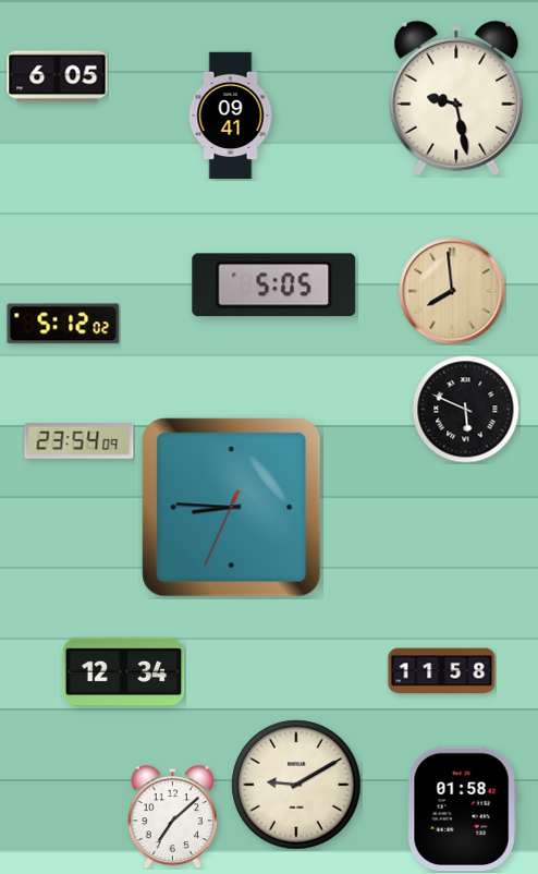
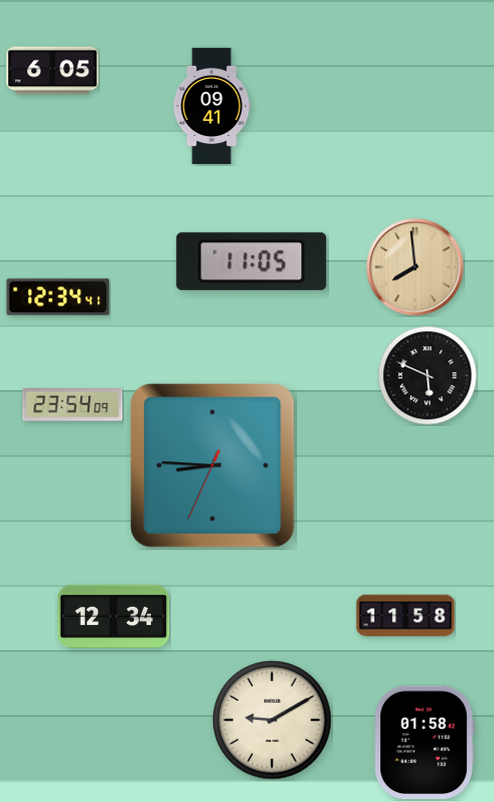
clock at (456, 98): 9:28 -> none
clock at (274, 286): 5:05 -> 11:05
clock at (63, 324): 5:12 -> 12:34
clock at (172, 817): 7:08 -> none
